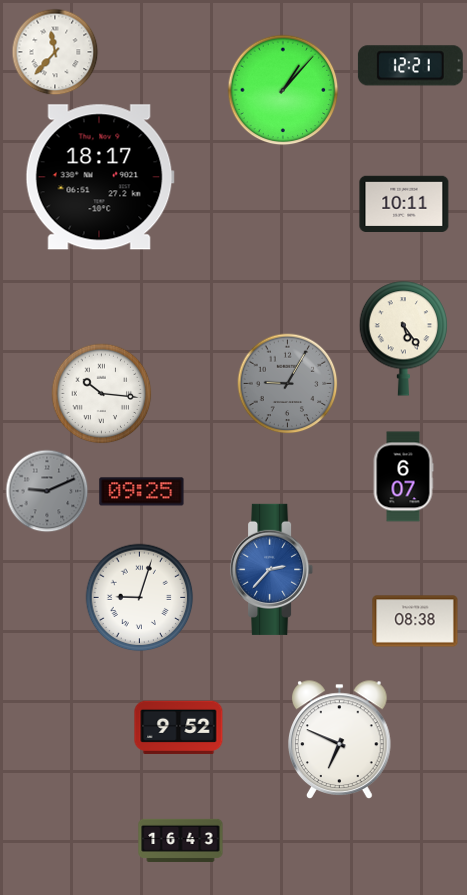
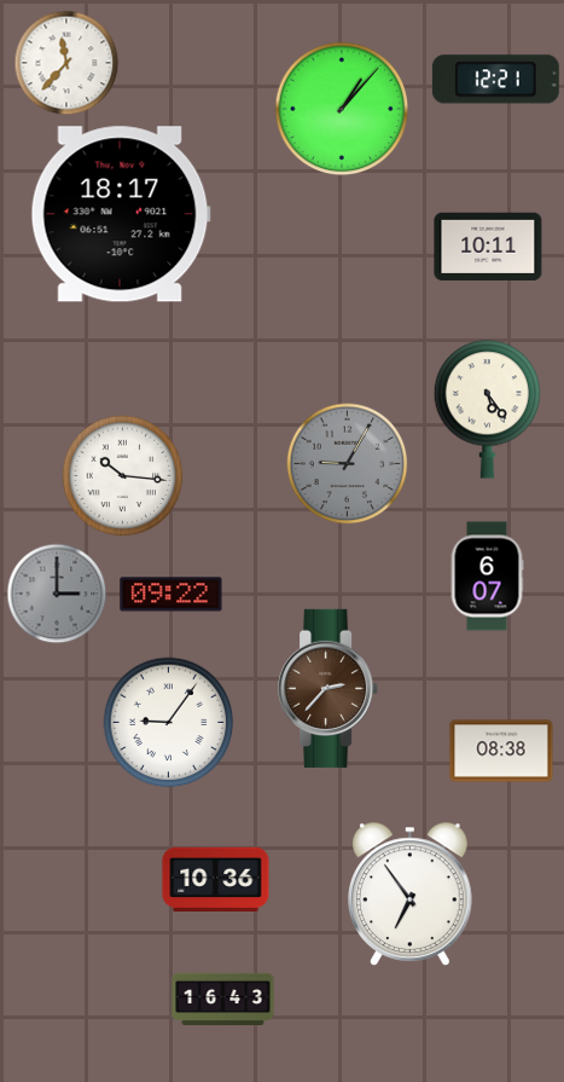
clock at (47, 491): 9:11 -> 3:00
clock at (142, 492): 09:25 -> 09:22
clock at (272, 569) dial: blue -> brown
clock at (140, 598): 9:03 -> 9:06
clock at (179, 727): 9:52 -> 10:36
clock at (340, 740): 6:49 -> 6:54
clock at (181, 840) position: (181, 840) -> (223, 999)
